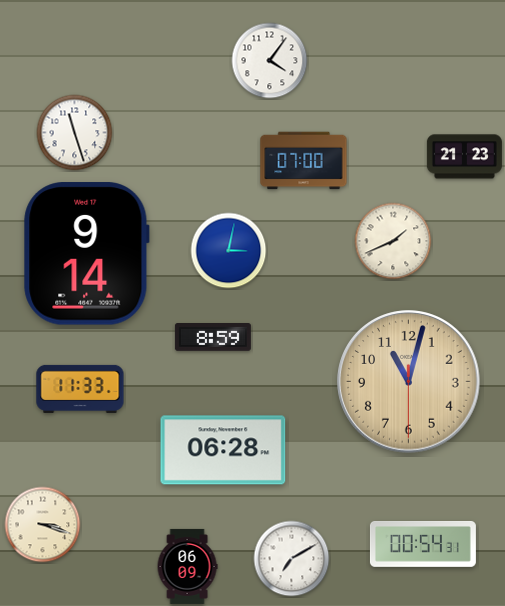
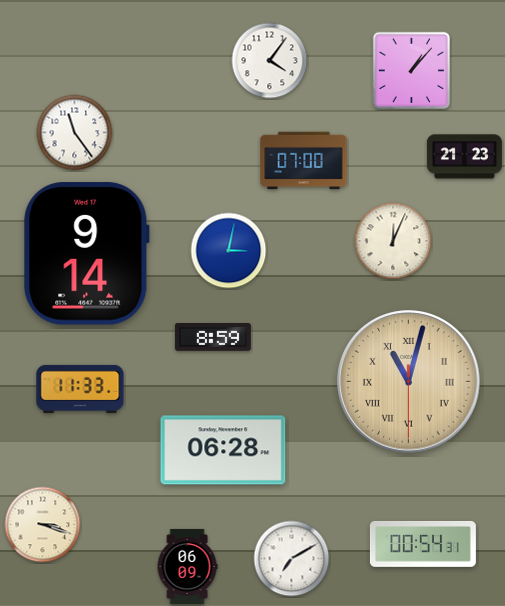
clock at (411, 70): none -> 1:07
clock at (75, 133): 11:27 -> 11:24
clock at (393, 241): 1:41 -> 12:04
clock at (409, 382) numerals: Arabic -> Roman
